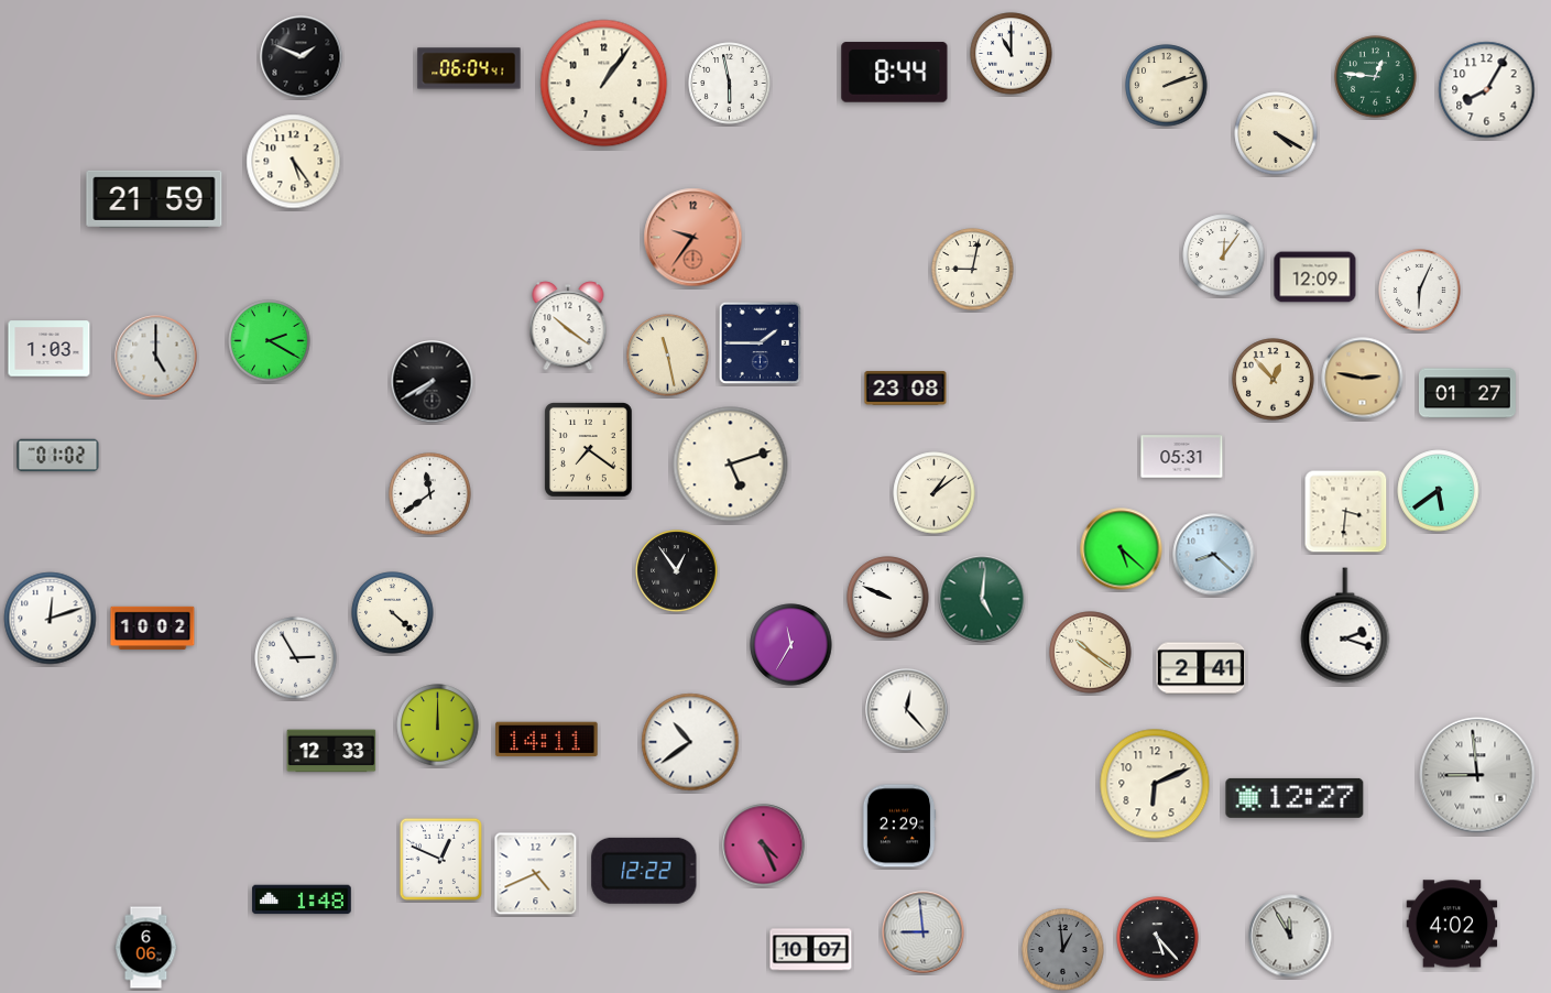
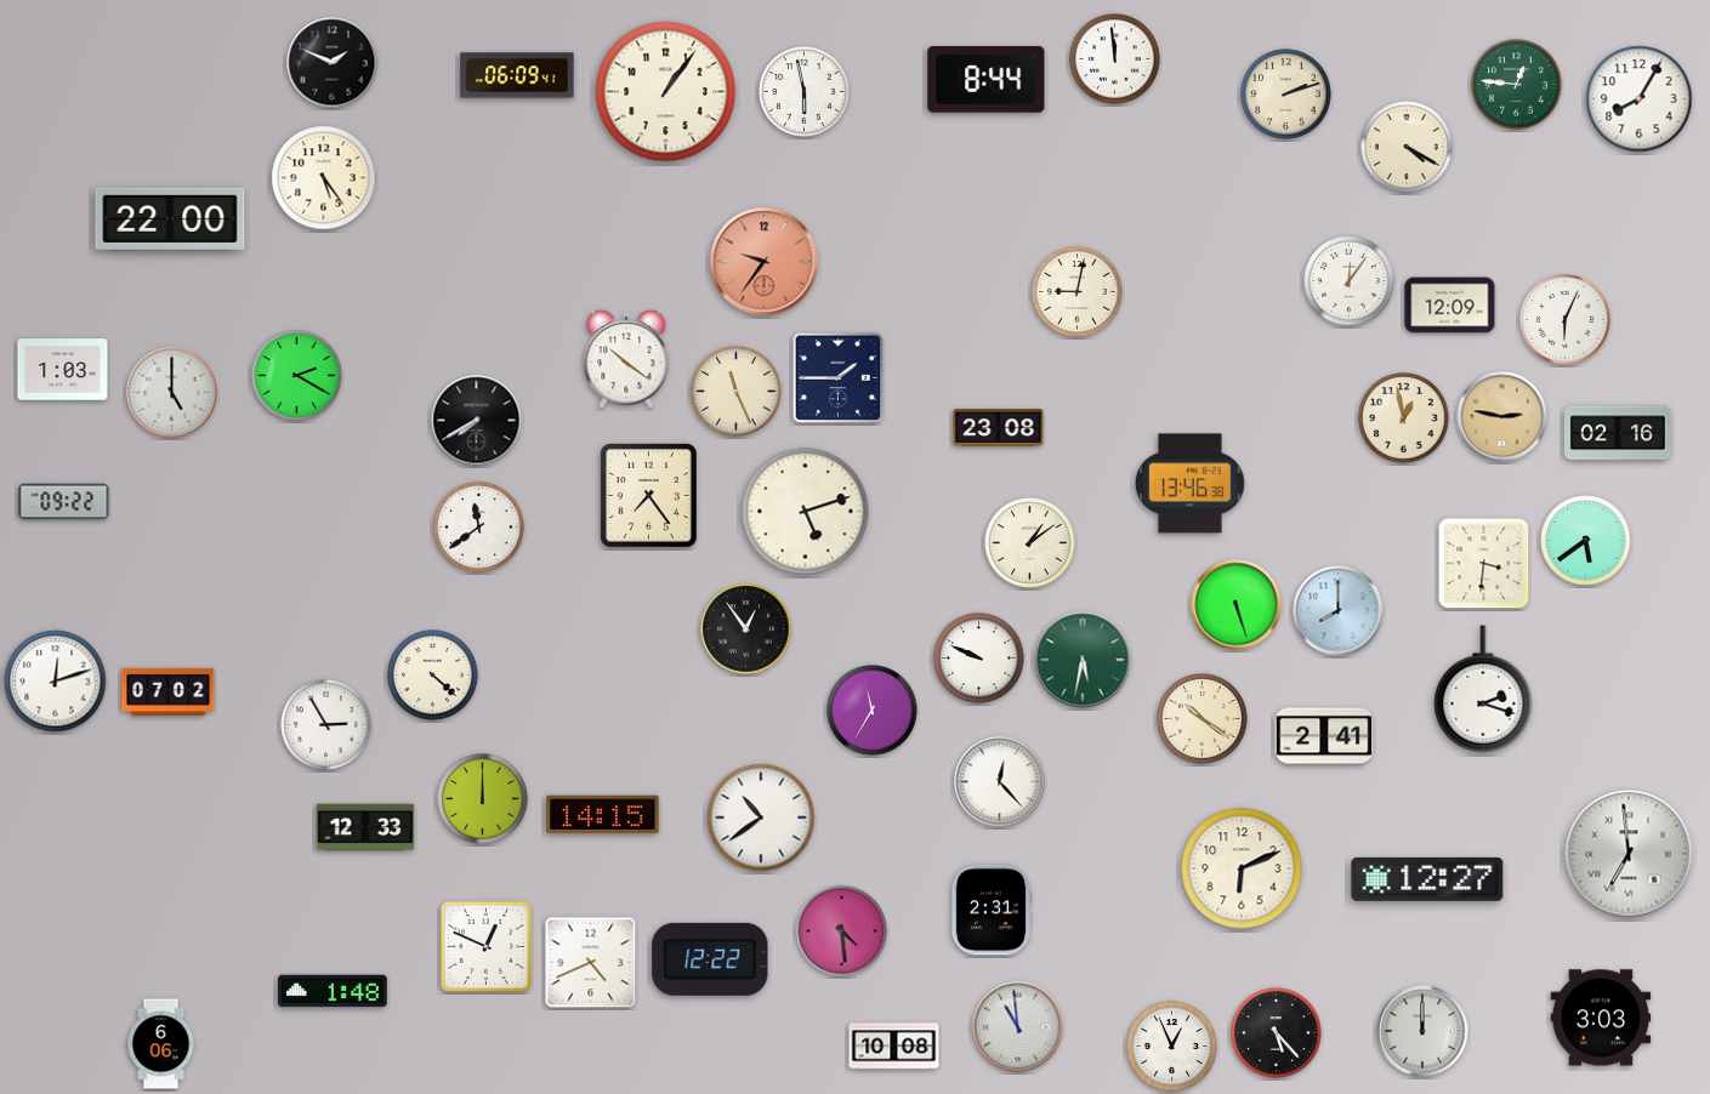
clock at (1012, 54): 11:00 -> 11:59
clock at (469, 68): 06:04 -> 06:09
clock at (154, 199): 21:59 -> 22:00
clock at (973, 270) position: (973, 270) -> (1078, 292)
clock at (50, 349) position: (50, 349) -> (63, 370)
clock at (668, 356): 11:28 -> 11:26
clock at (1274, 380): 12:53 -> 12:58
clock at (1467, 393): 01:27 -> 02:16
clock at (1191, 484): none -> 13:46
clock at (588, 450): 7:21 -> 7:24
clock at (58, 456): 01:02 -> 09:22
clock at (1182, 457): 05:31 -> none
clock at (430, 494) position: (430, 494) -> (479, 528)
clock at (1122, 549): 5:22 -> 5:27
clock at (1214, 555): 8:22 -> 8:00
clock at (982, 599): 5:01 -> 5:32
clock at (153, 628): 10:02 -> 07:02
clock at (547, 740): 14:11 -> 14:15
clock at (1477, 775): 8:59 -> 6:59
clock at (1155, 784) position: (1155, 784) -> (1242, 868)
clock at (899, 826): 2:29 -> 2:31
clock at (764, 845): 4:26 -> 4:29
clock at (1452, 924): 4:02 -> 3:03
clock at (924, 932): 8:59 -> 10:59
clock at (1290, 936): 11:55 -> 12:00
clock at (811, 950): 10:07 -> 10:08
clock at (1063, 950): 12:59 -> 12:56
clock at (1063, 950) dial: grey -> white
